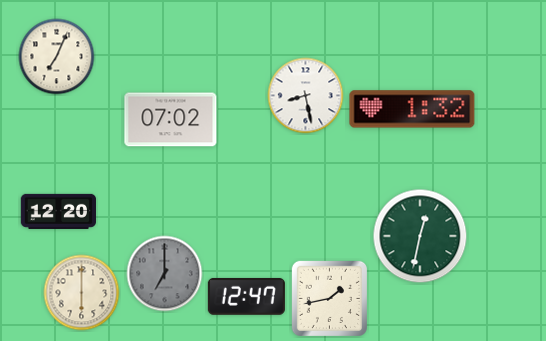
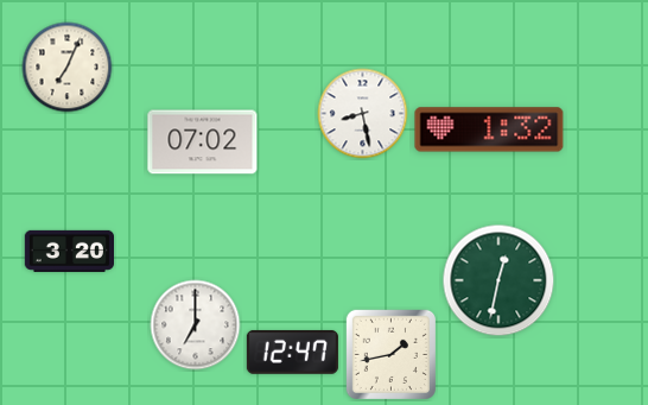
clock at (58, 211): 12:20 -> 3:20
clock at (165, 274) dial: grey -> white
clock at (82, 293): 6:00 -> none
